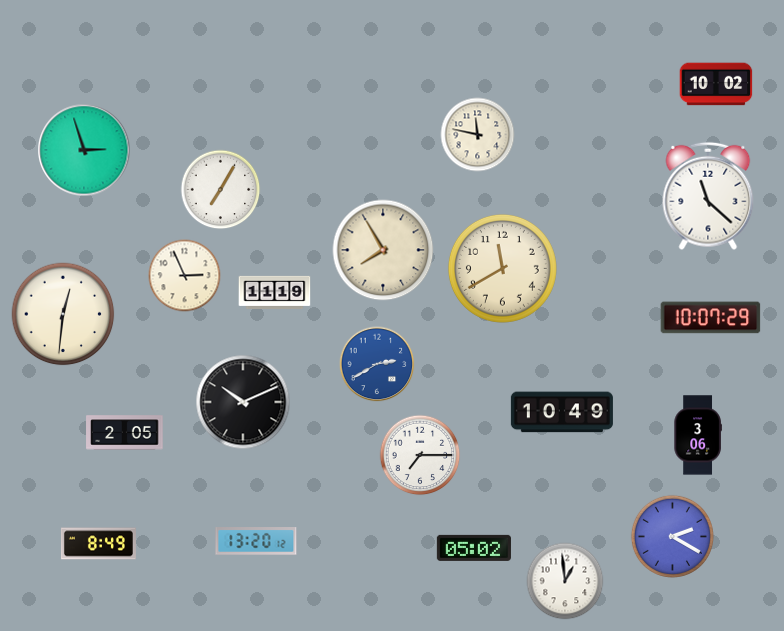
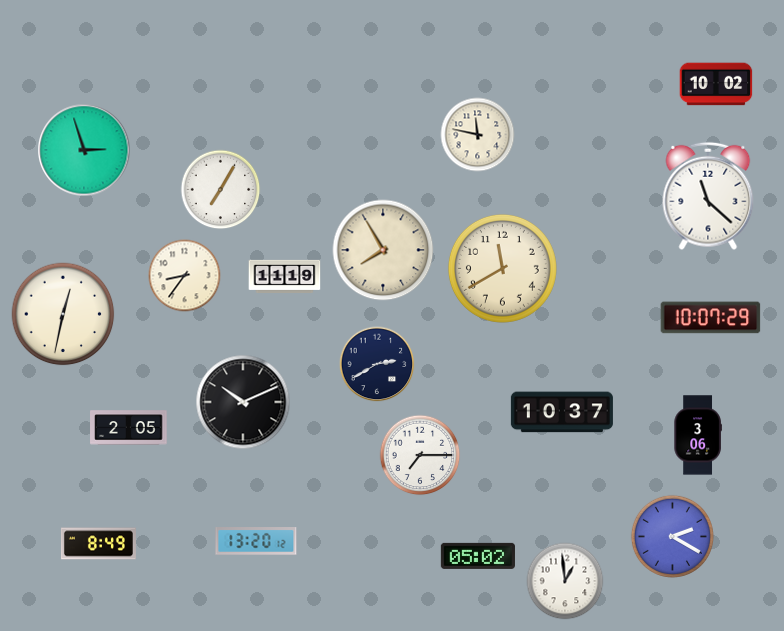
clock at (185, 276): 2:56 -> 8:36
clock at (275, 292) position: (275, 292) -> (285, 276)
clock at (63, 314): 12:31 -> 12:32
clock at (377, 364) dial: blue -> navy
clock at (562, 412): 10:49 -> 10:37
clock at (125, 433) position: (125, 433) -> (129, 428)
clock at (474, 548) position: (474, 548) -> (478, 556)
